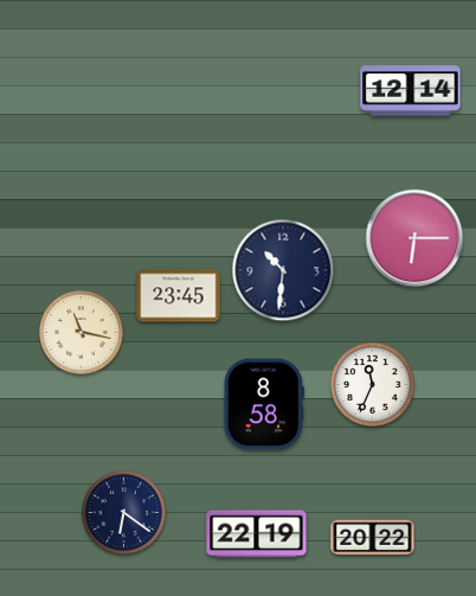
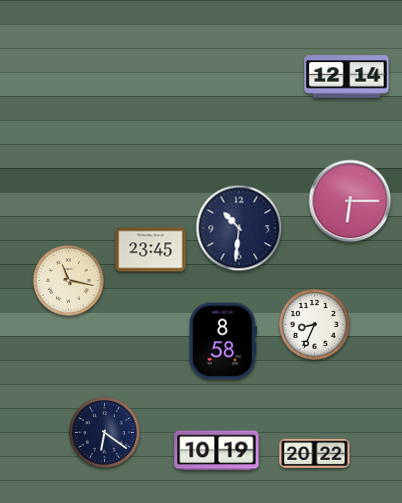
clock at (373, 385): 11:34 -> 8:34
clock at (257, 534): 22:19 -> 10:19
